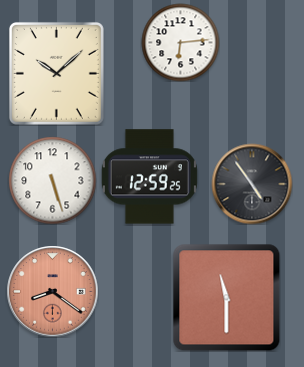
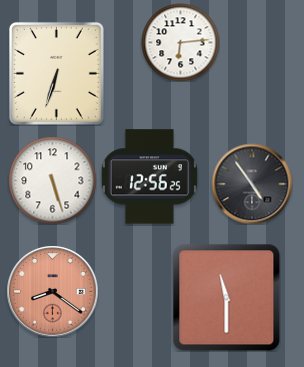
clock at (56, 73): 10:08 -> 6:33
clock at (149, 177): 12:59 -> 12:56
